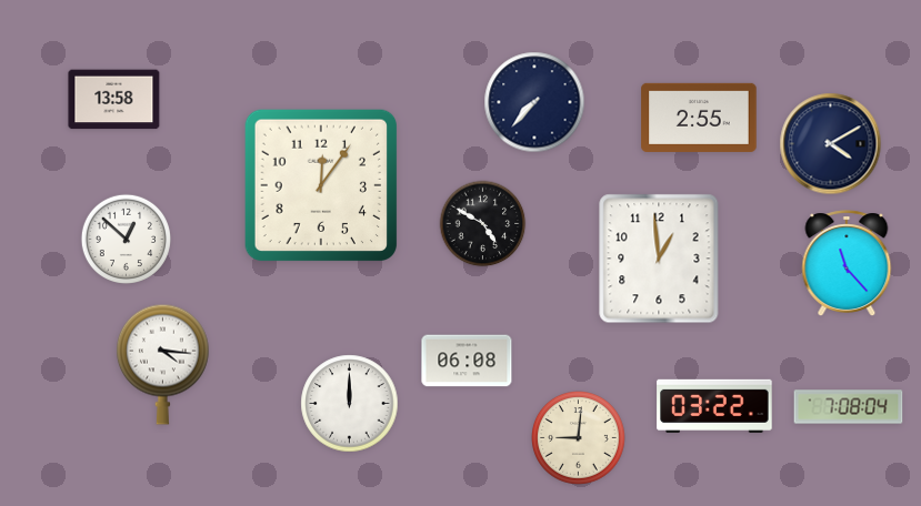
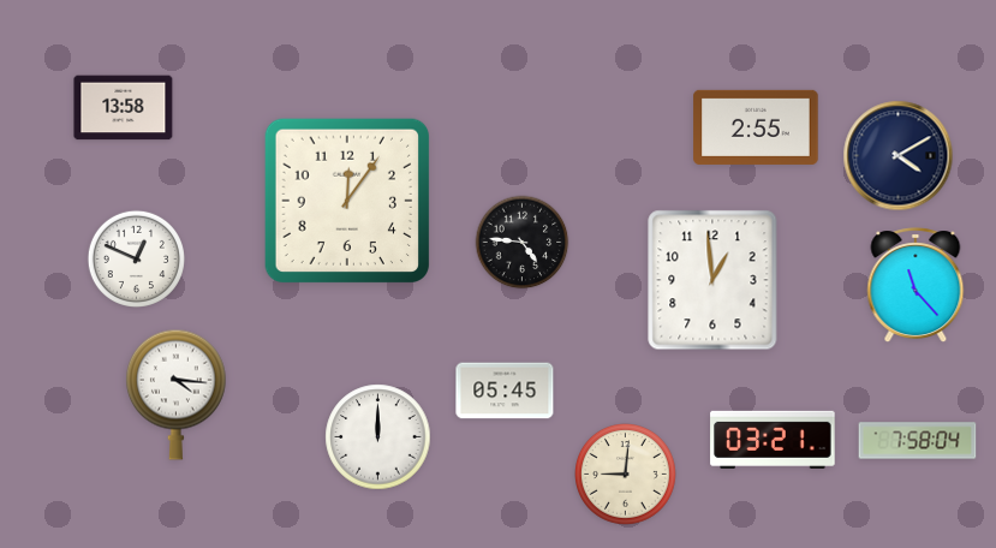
clock at (534, 102): 7:37 -> none
clock at (483, 224): 4:50 -> 4:46
clock at (126, 239): 12:52 -> 12:49
clock at (467, 361): 06:08 -> 05:45
clock at (714, 406): 03:22 -> 03:21
clock at (849, 407): 7:08 -> 7:58
